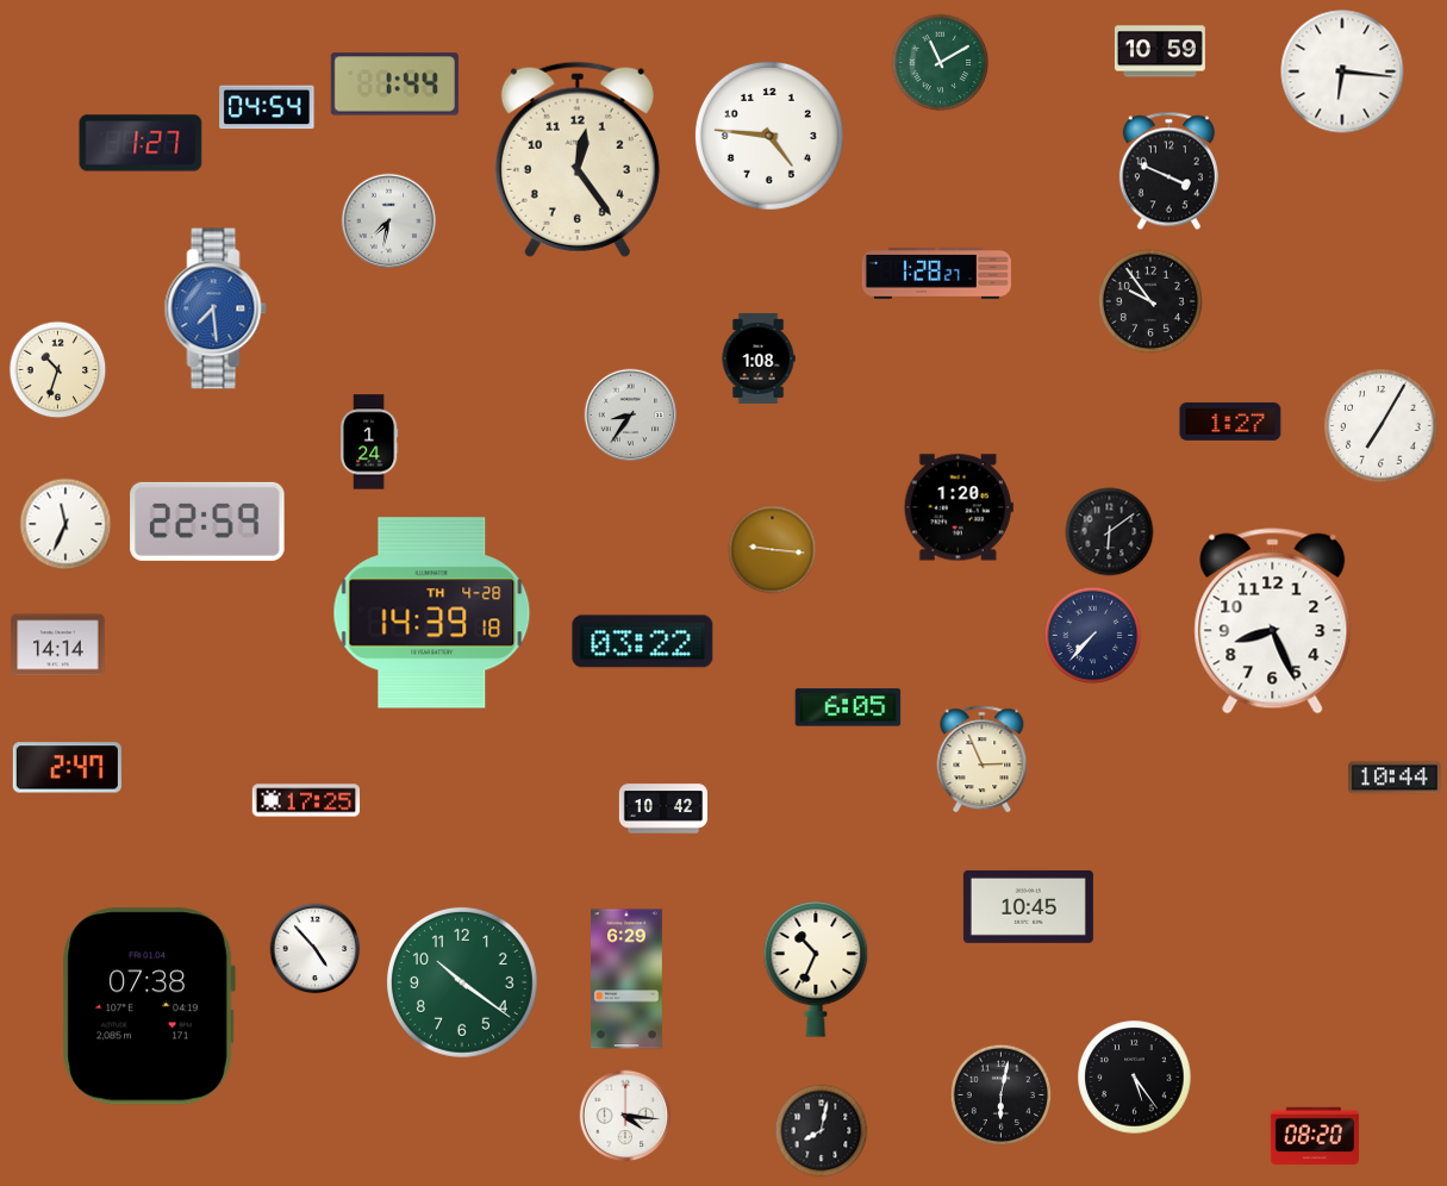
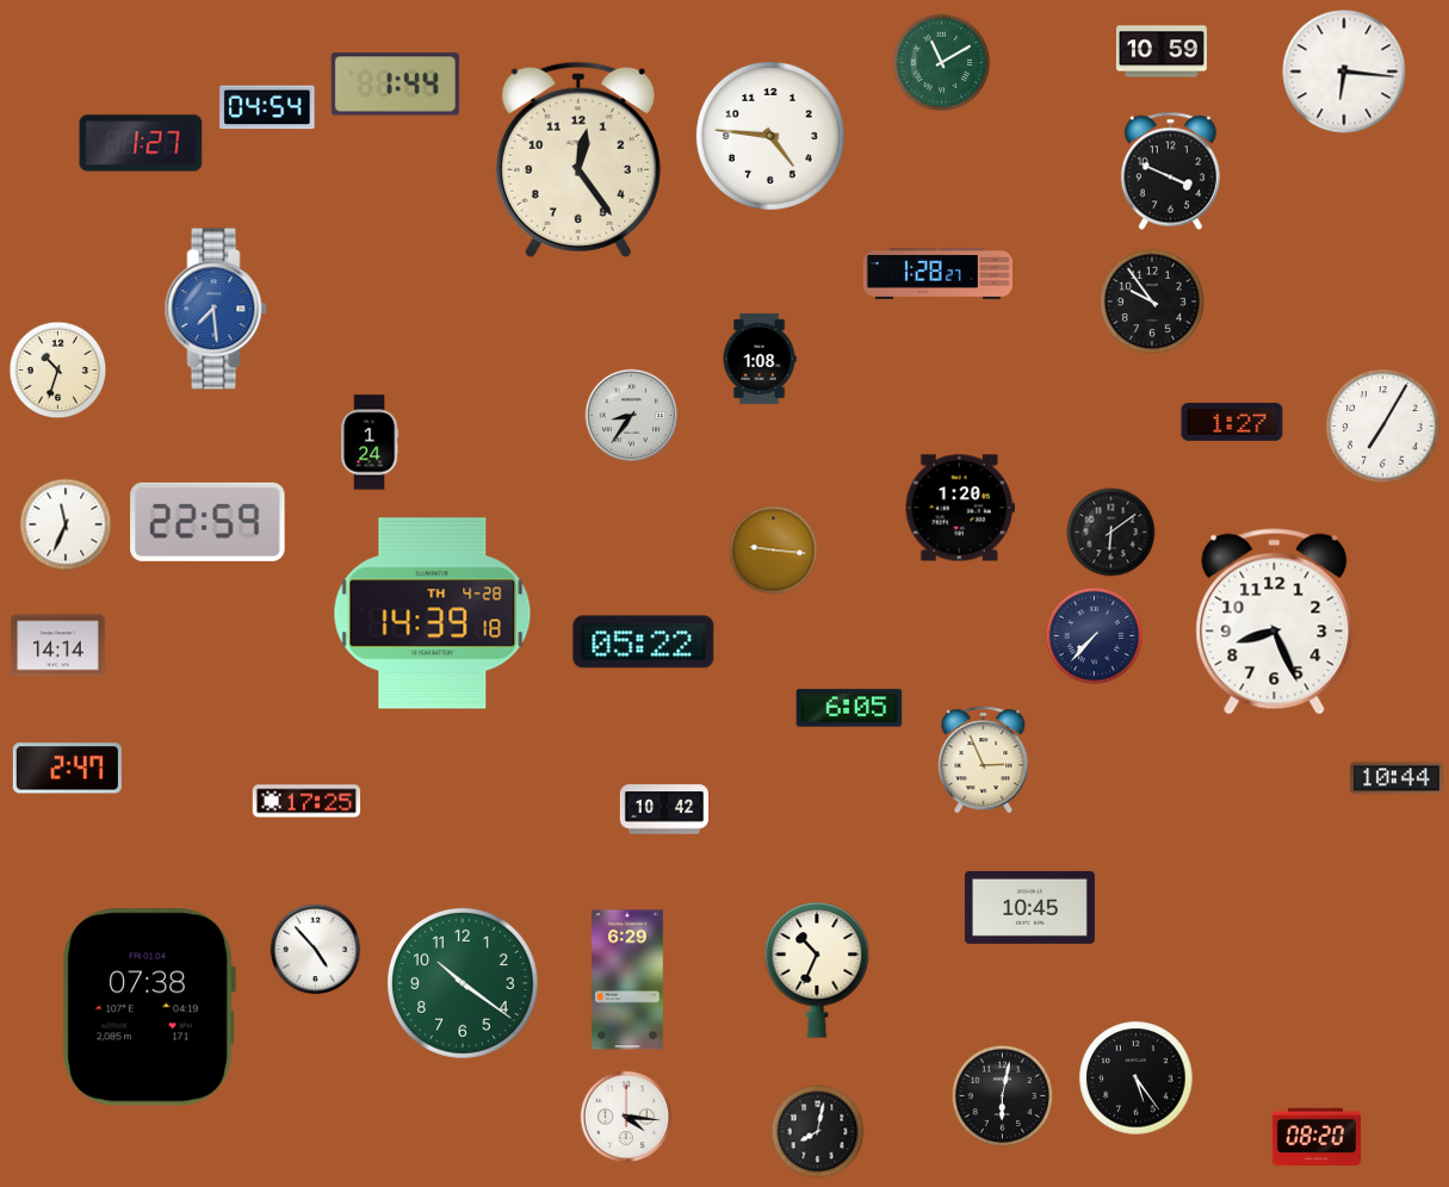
clock at (389, 221): 7:32 -> none
clock at (643, 642): 03:22 -> 05:22
clock at (822, 1131) position: (822, 1131) -> (818, 1132)
